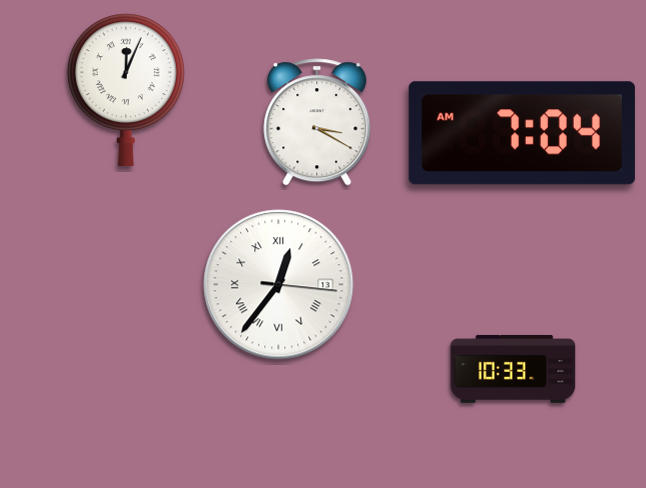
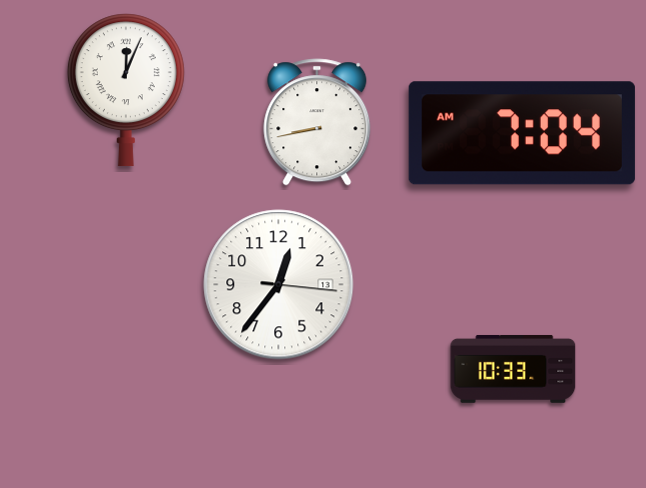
clock at (317, 122): 3:20 -> 8:43
clock at (279, 285) numerals: Roman -> Arabic
